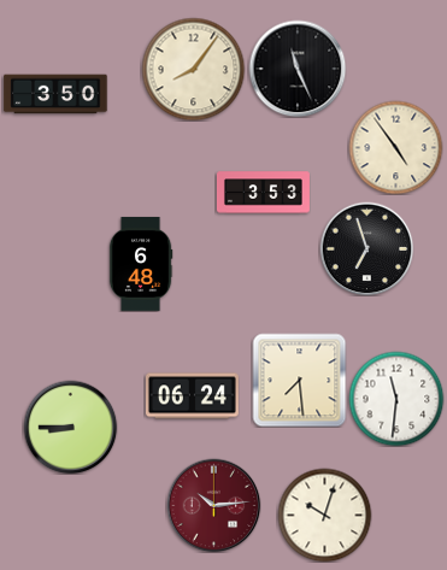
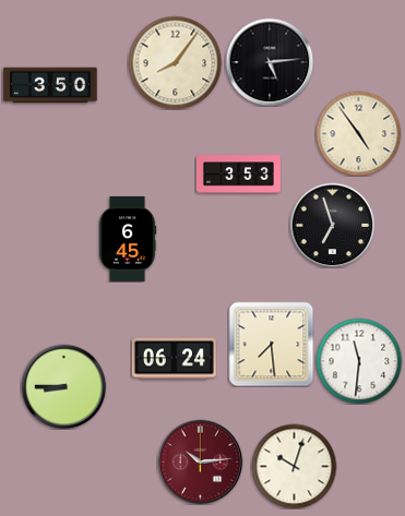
clock at (298, 69): 11:26 -> 5:14
clock at (141, 264): 6:48 -> 6:45
clock at (213, 505) position: (213, 505) -> (200, 461)
